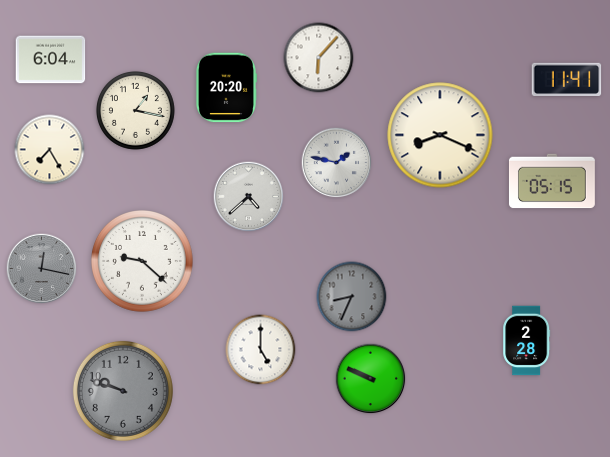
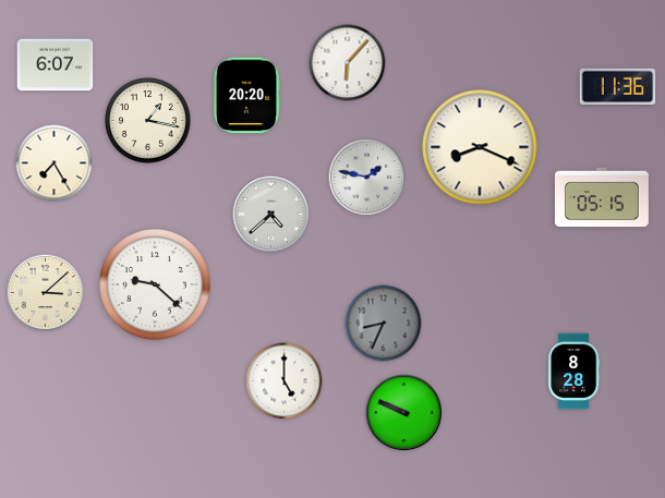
clock at (51, 60): 6:04 -> 6:07
clock at (567, 80): 11:41 -> 11:36
clock at (42, 269): 12:17 -> 3:08
clock at (42, 269) dial: grey -> cream
clock at (527, 341): 2:28 -> 8:28
clock at (123, 391): 9:48 -> none
